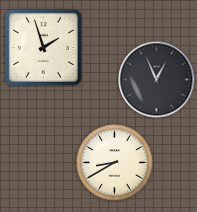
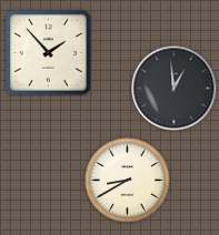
clock at (43, 47): 1:57 -> 1:53
clock at (157, 80): 12:56 -> 12:59
